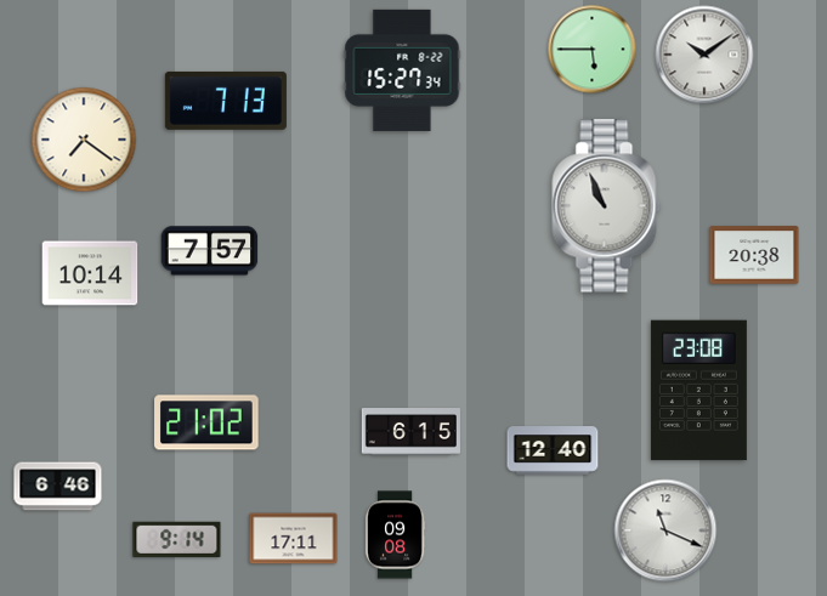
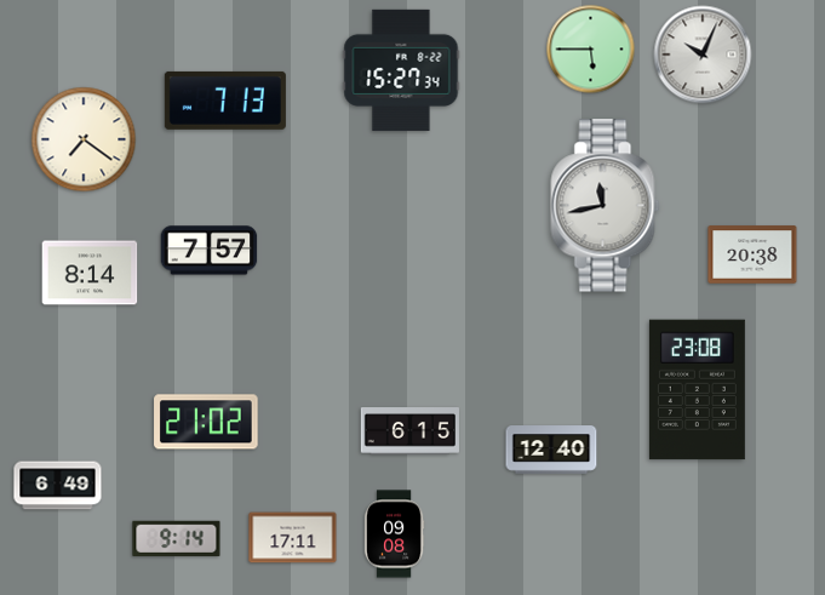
clock at (704, 55): 10:09 -> 10:04
clock at (607, 206): 10:56 -> 11:43
clock at (90, 273): 10:14 -> 8:14
clock at (58, 487): 6:46 -> 6:49
clock at (665, 530): 11:19 -> none
